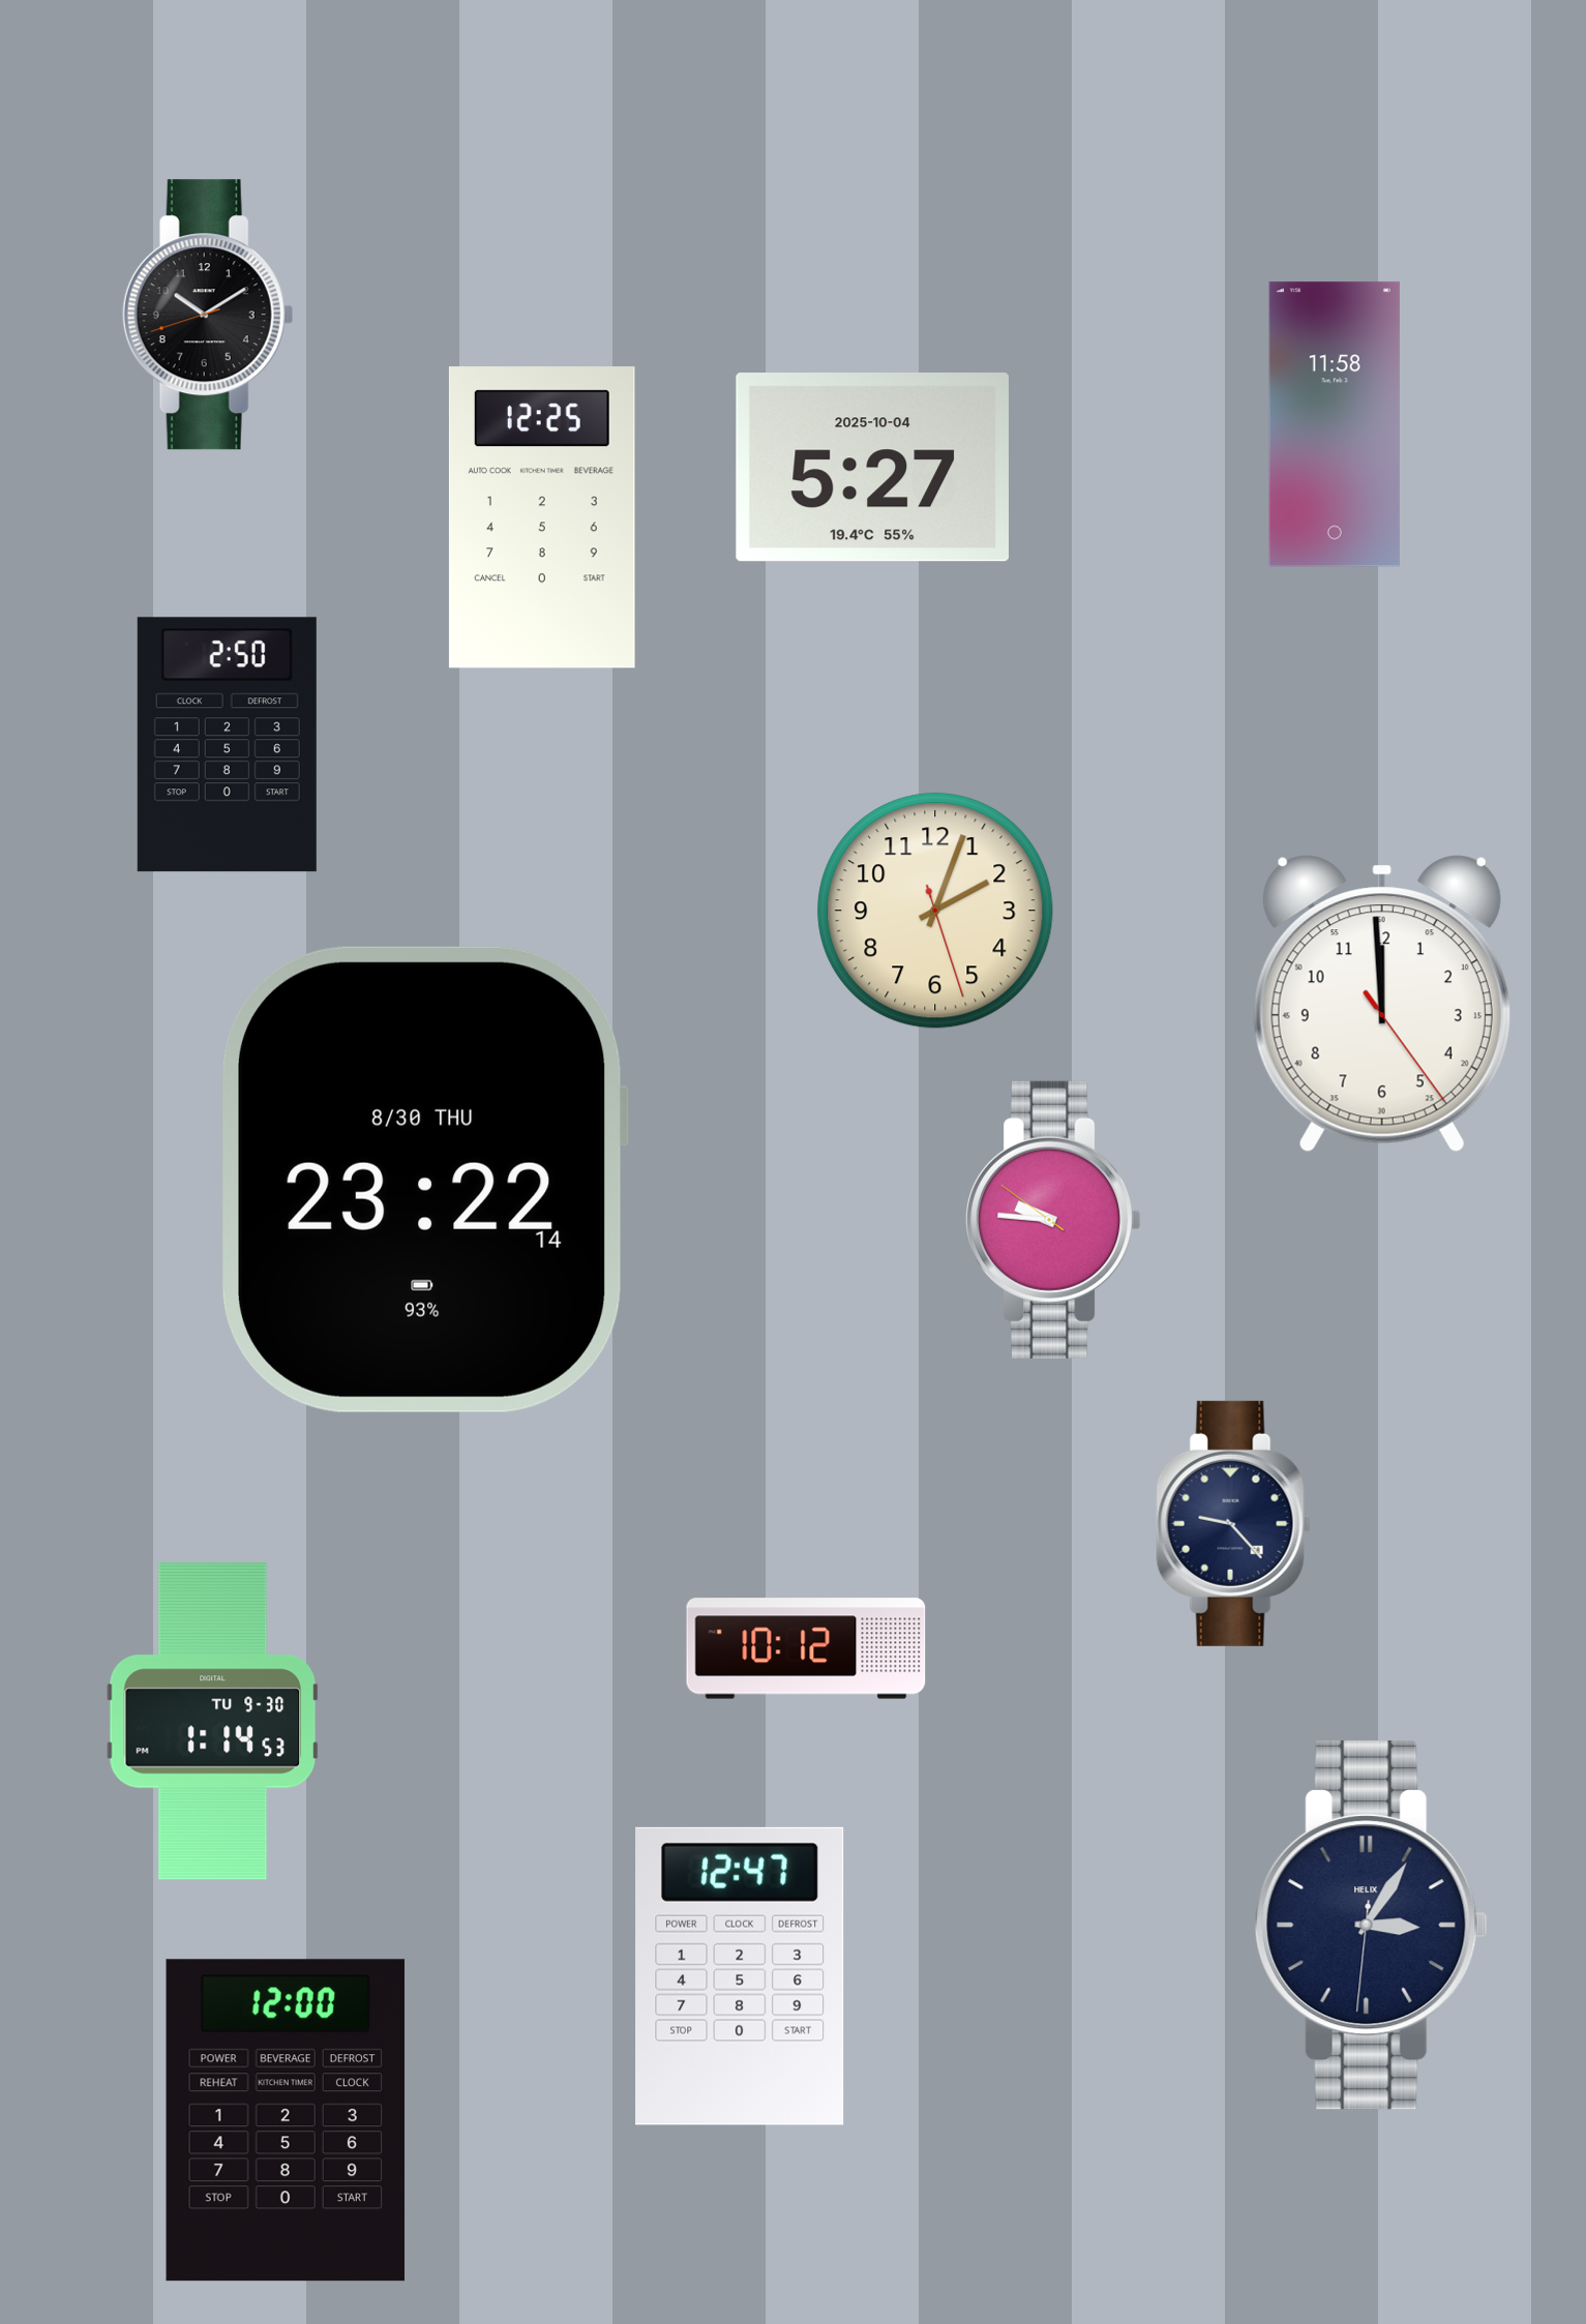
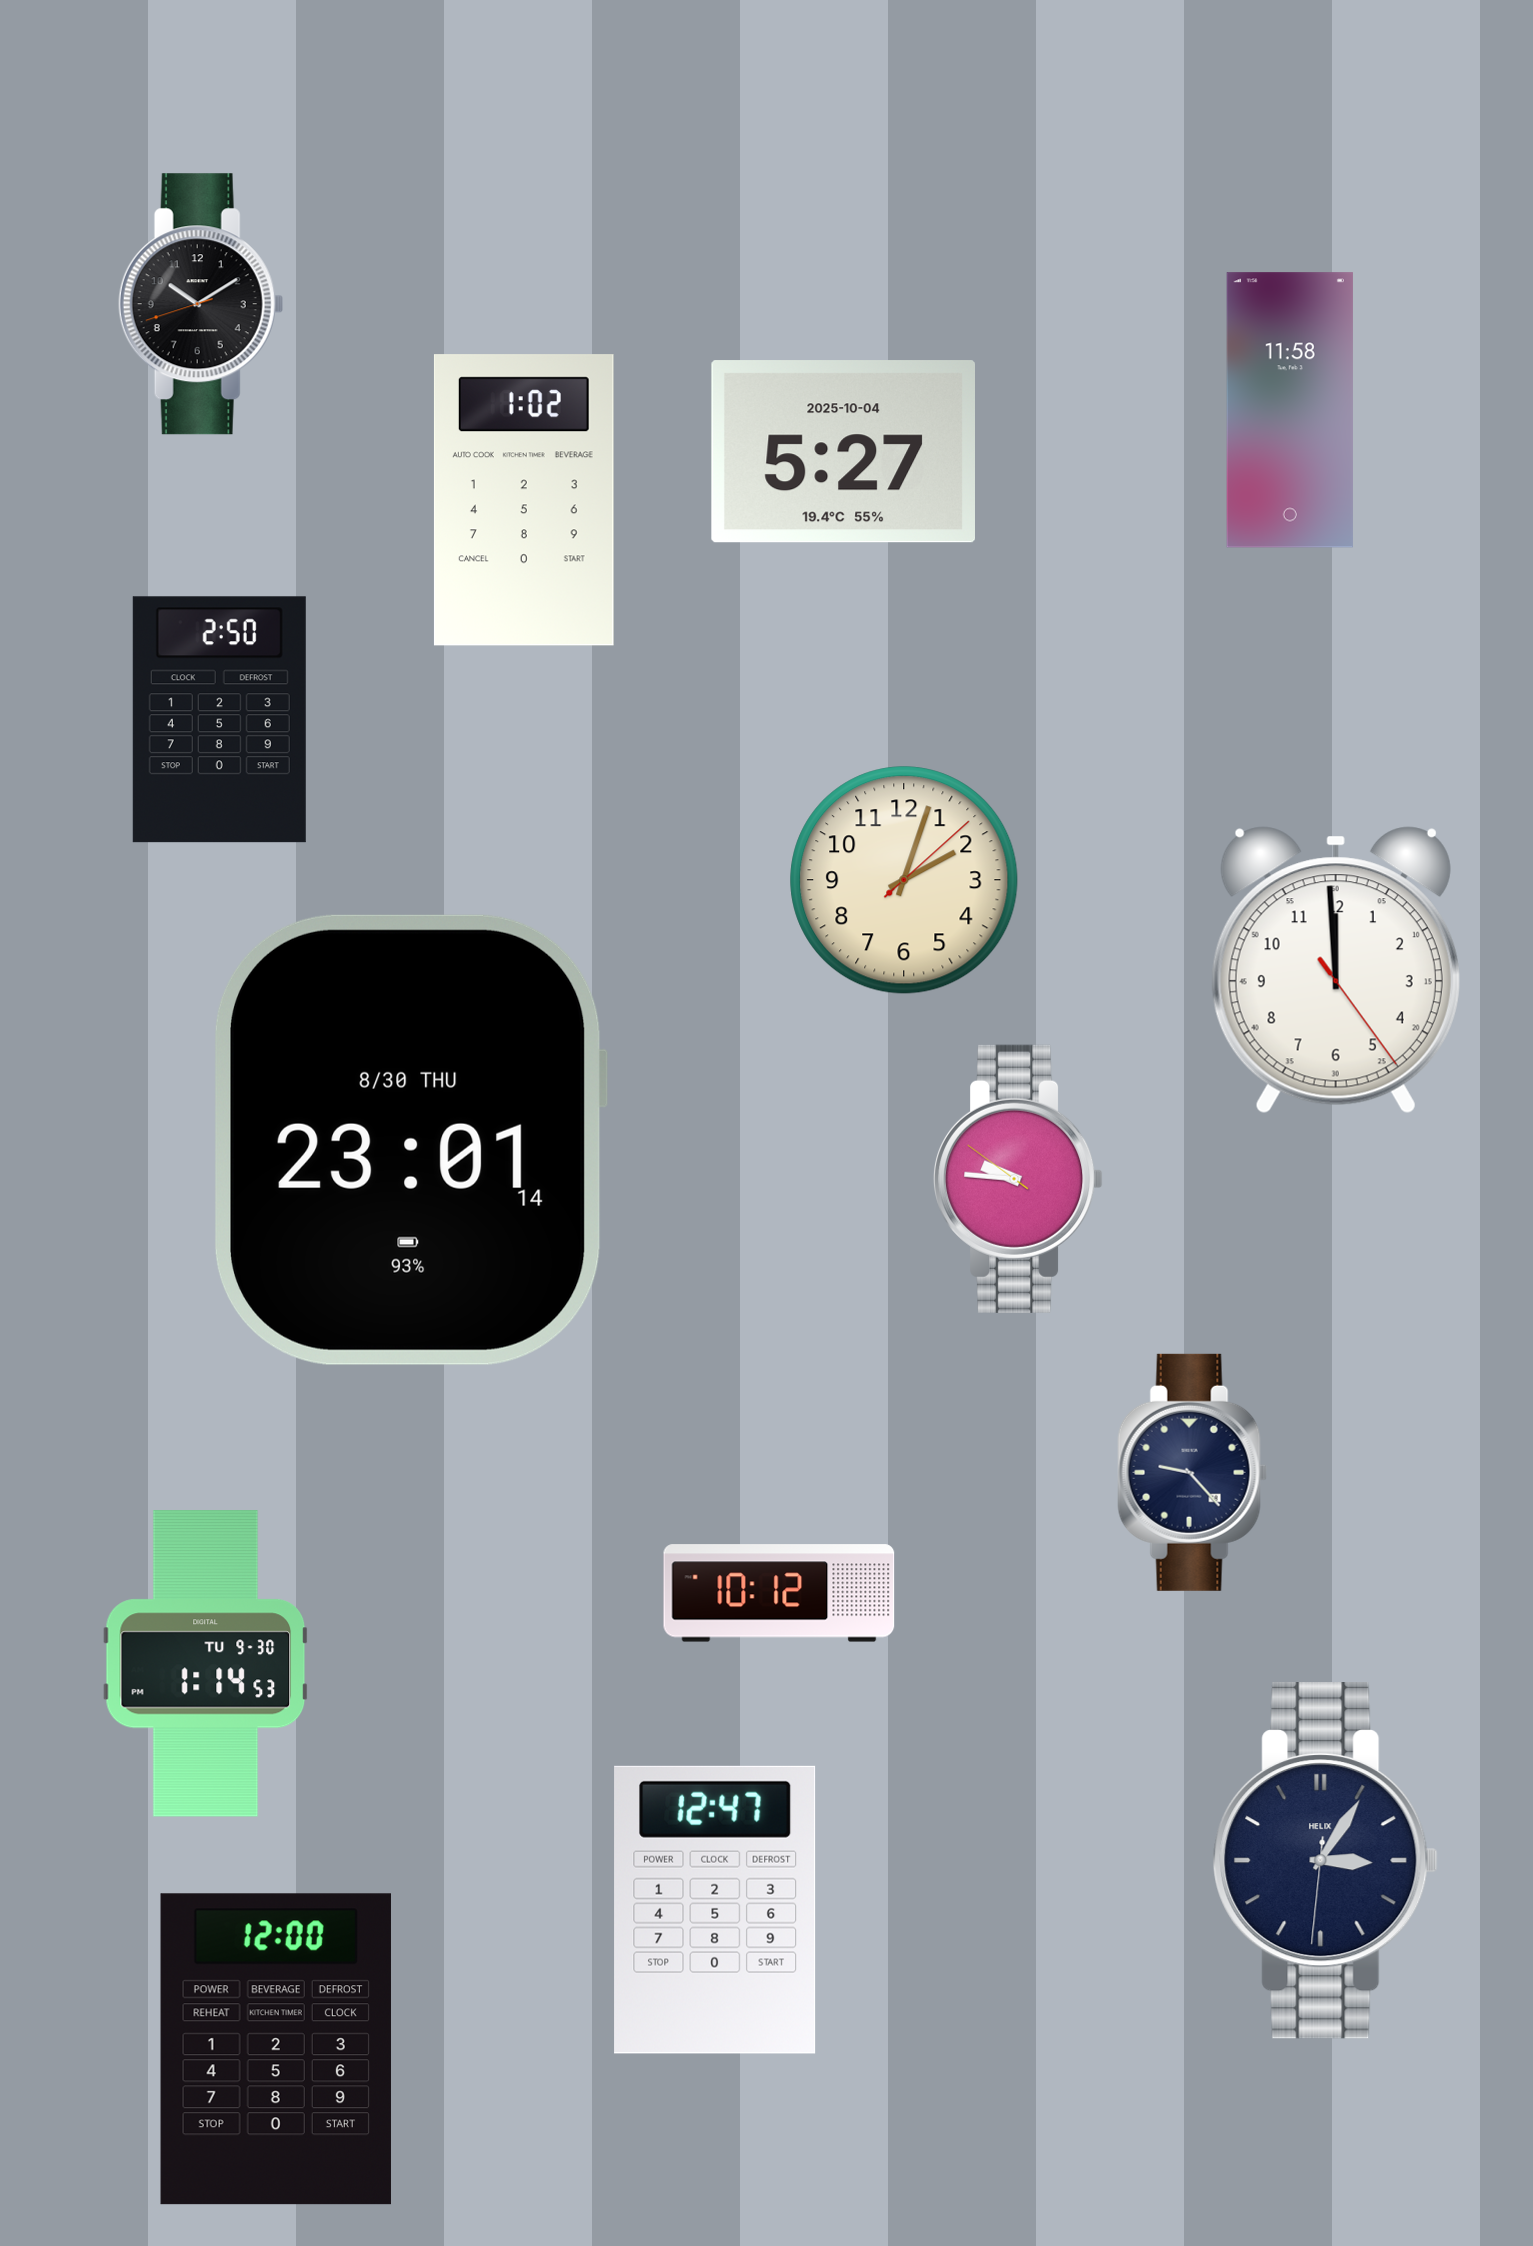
clock at (542, 517): 12:25 -> 1:02
clock at (935, 911): 2:03:27 -> 2:03:08
clock at (425, 1180): 23:22 -> 23:01
